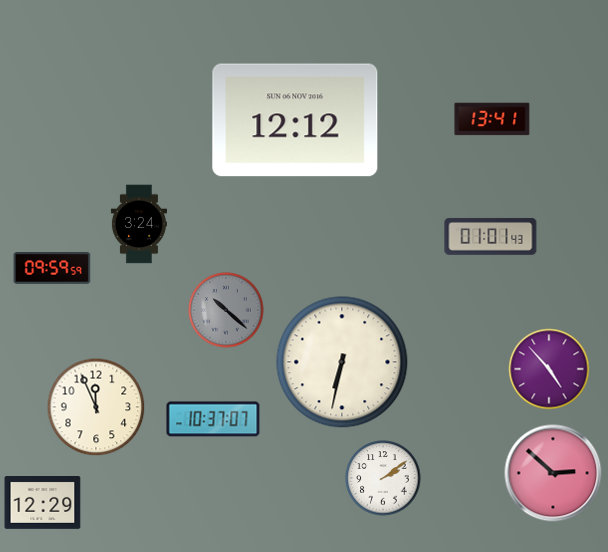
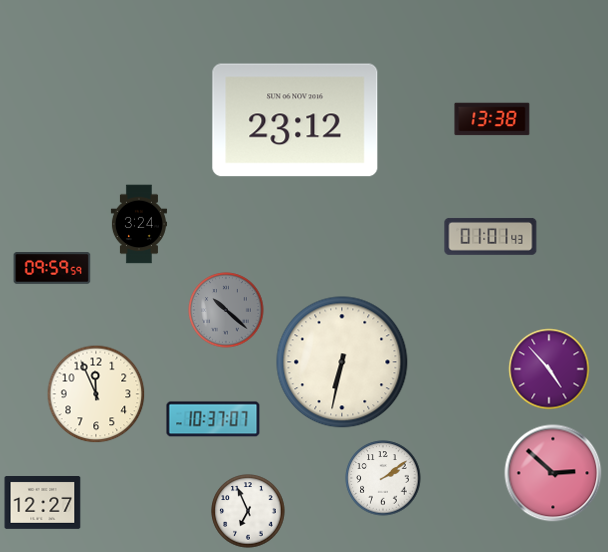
clock at (492, 119): 13:41 -> 13:38
clock at (295, 120): 12:12 -> 23:12
clock at (96, 407) position: (96, 407) -> (96, 394)
clock at (43, 503): 12:29 -> 12:27
clock at (248, 511): none -> 6:56
